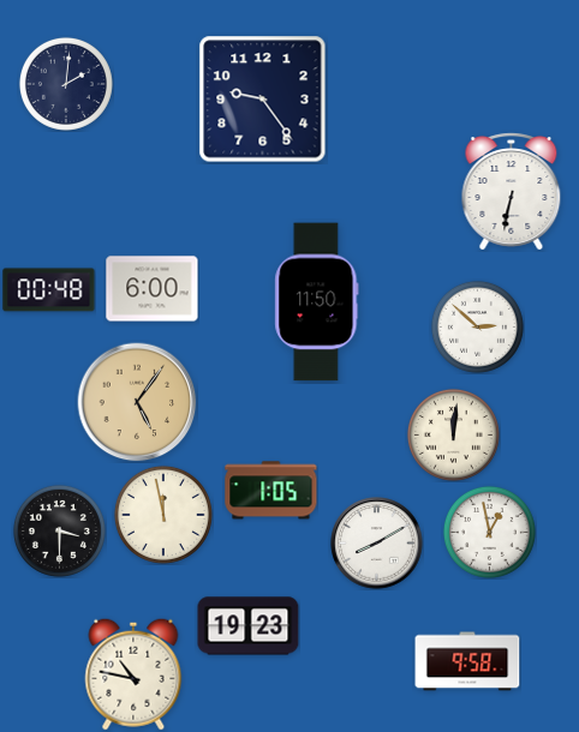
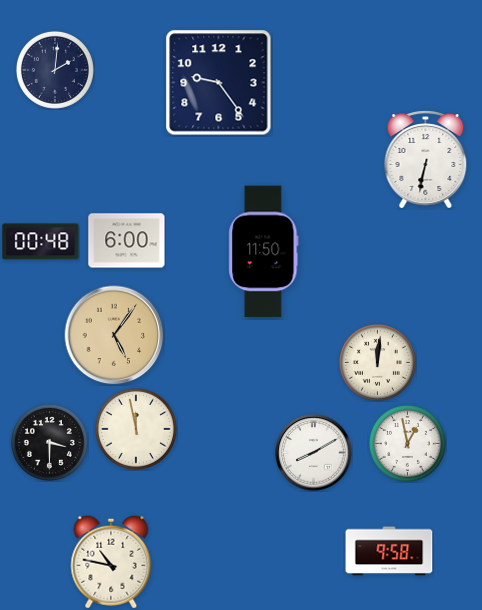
clock at (477, 326): 2:52 -> none
clock at (271, 491): 1:05 -> none
clock at (249, 626): 19:23 -> none
